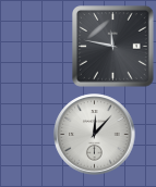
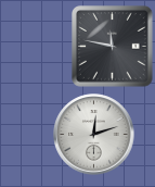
clock at (95, 135): 12:07 -> 12:12
